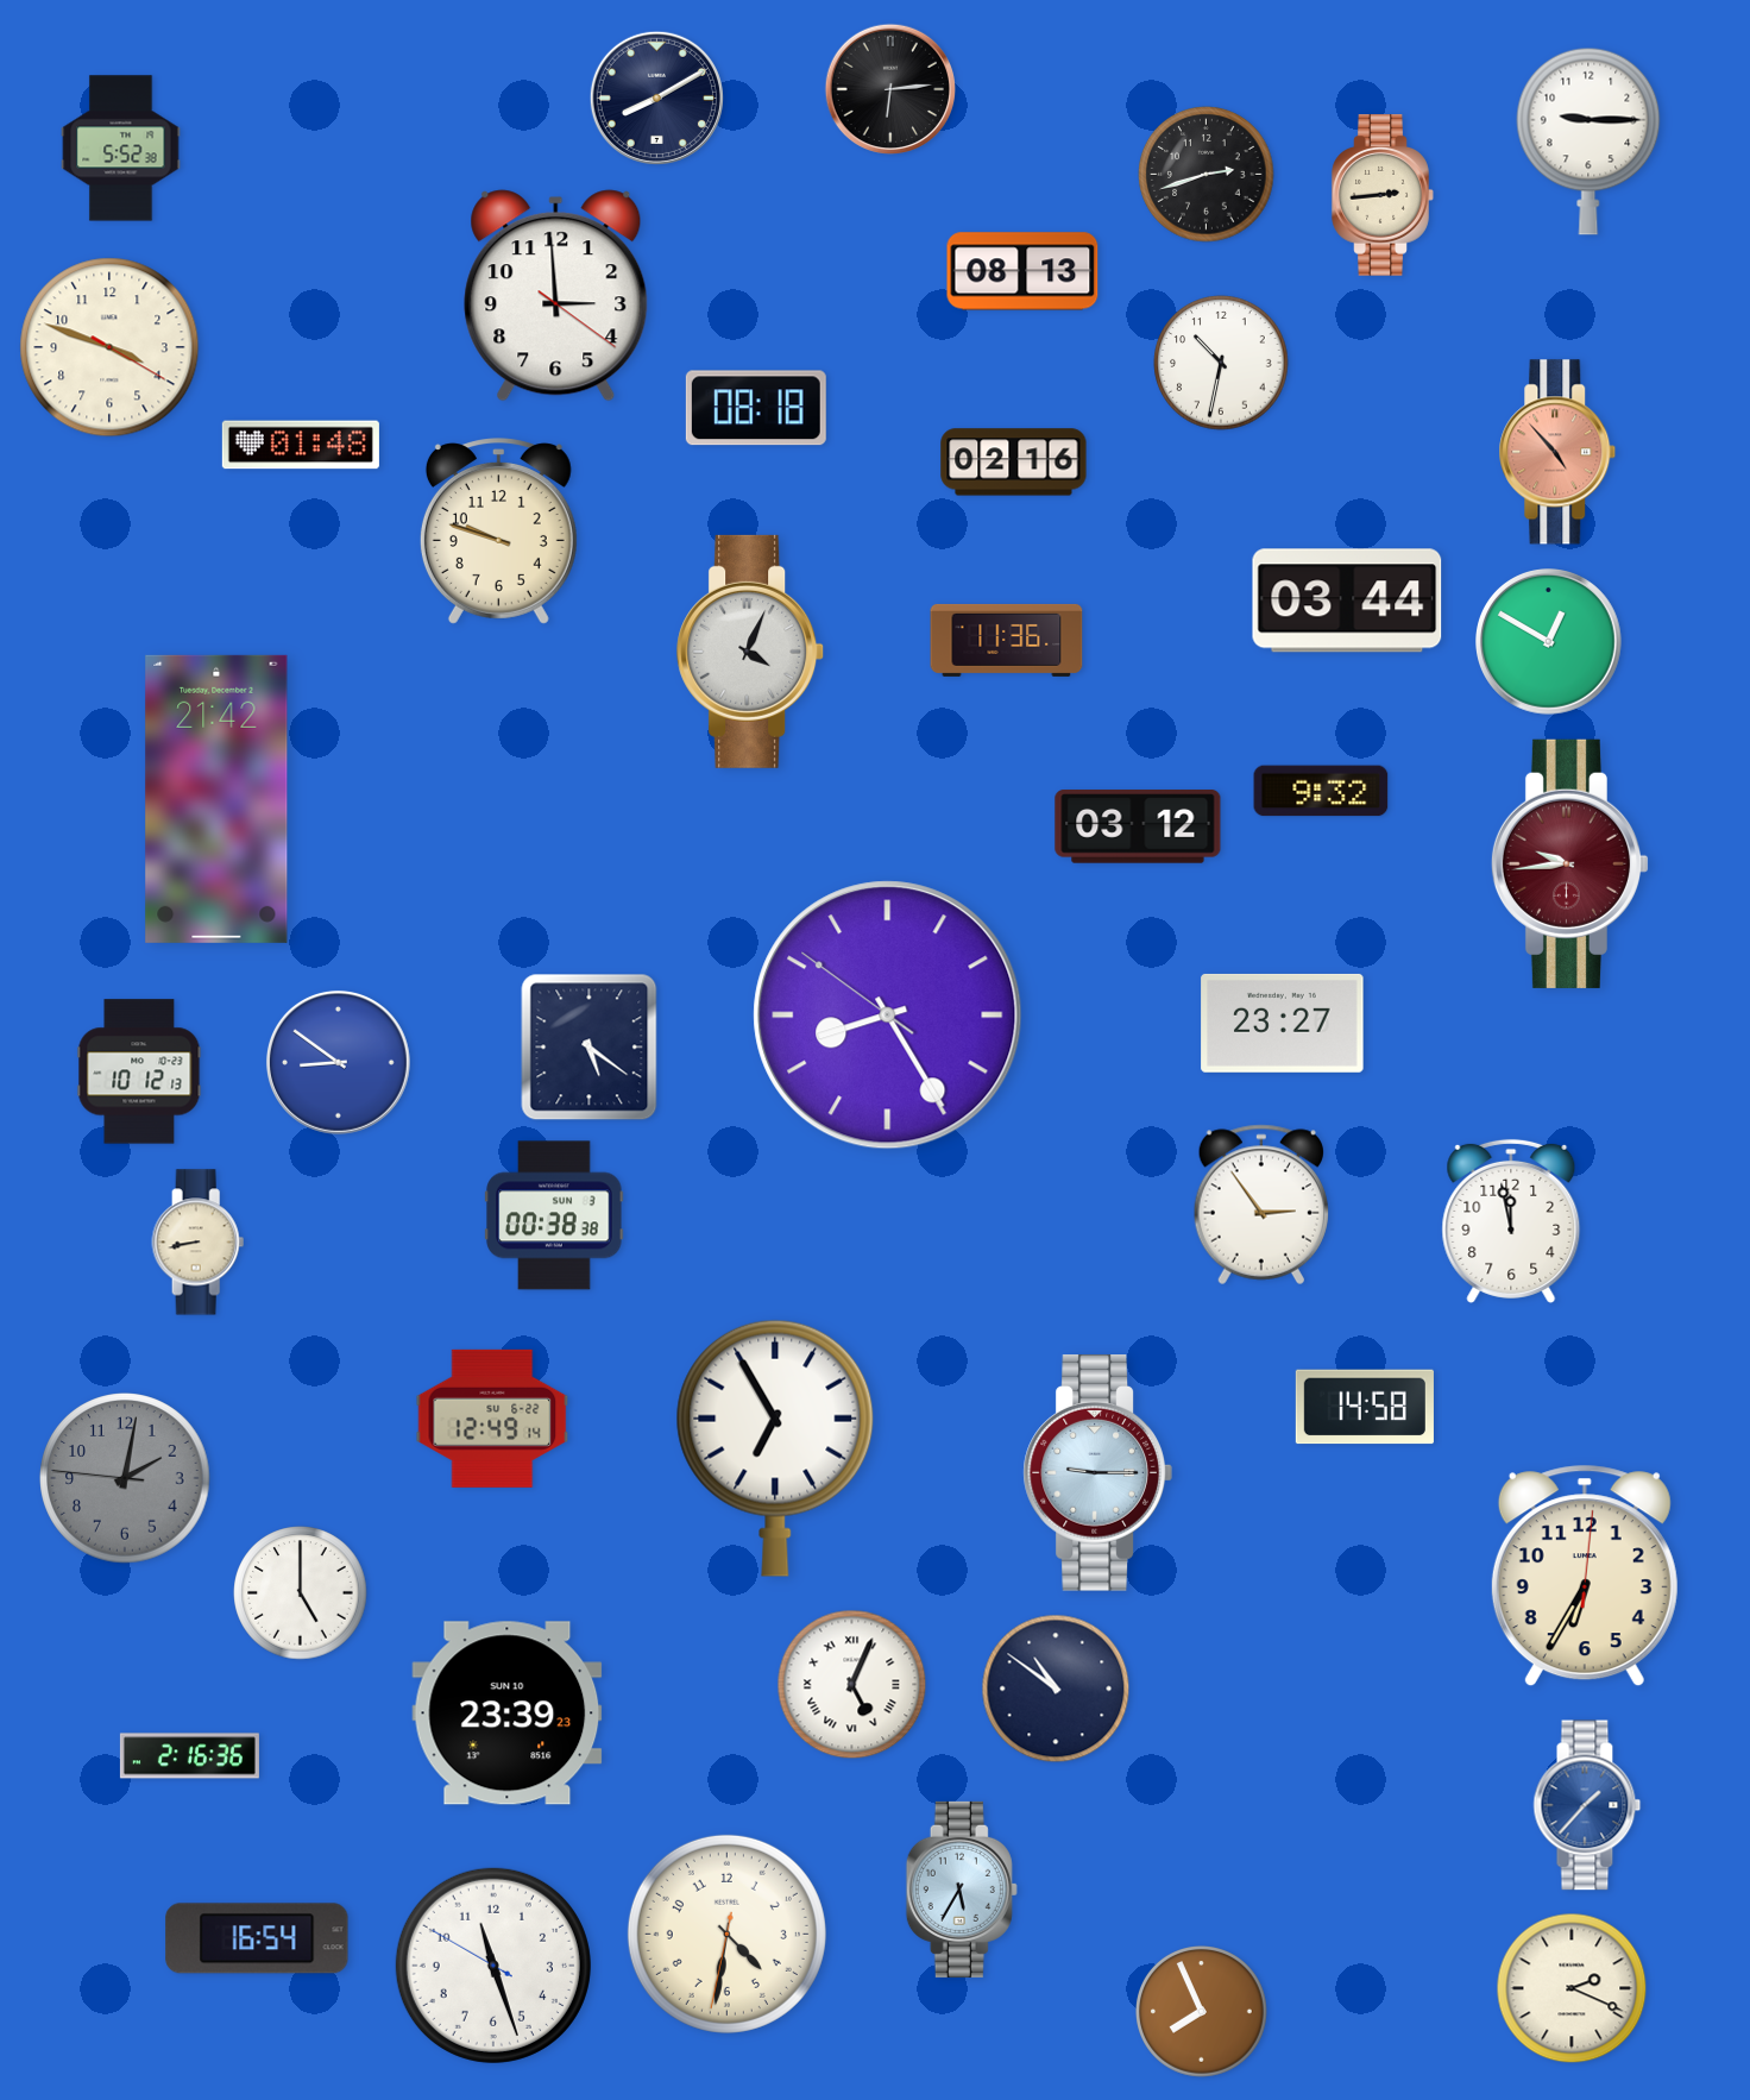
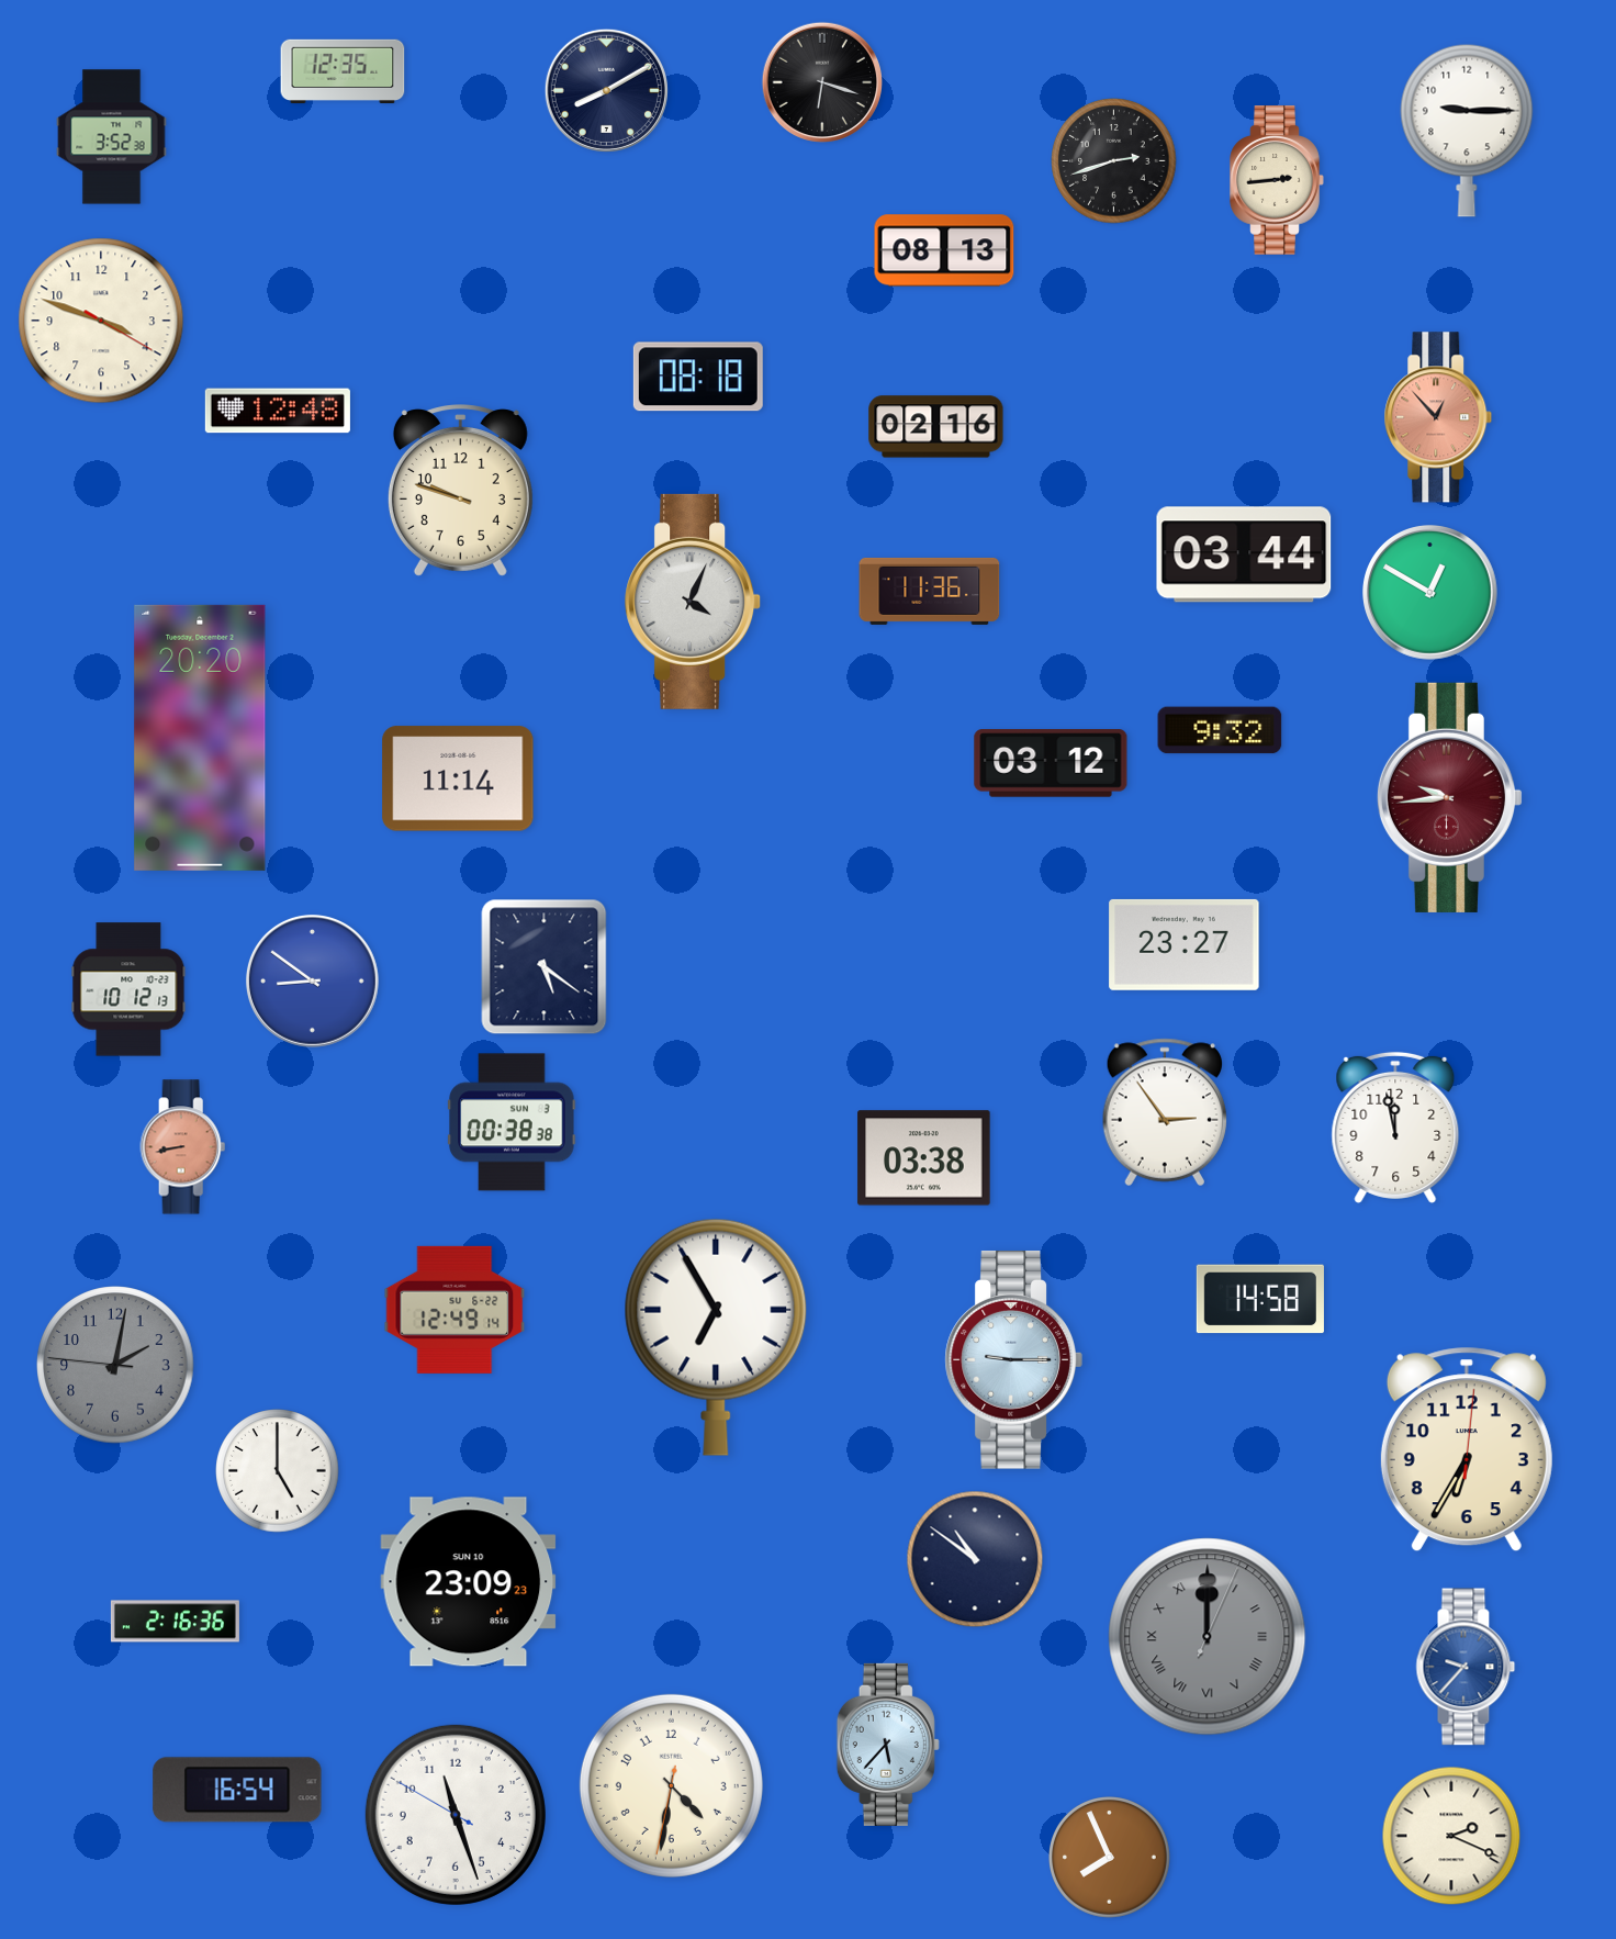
clock at (343, 71): none -> 12:35
clock at (889, 88): 6:14 -> 6:18
clock at (121, 149): 5:52 -> 3:52
clock at (556, 296): 2:59 -> none
clock at (1221, 363): 10:32 -> none
clock at (301, 445): 01:48 -> 12:48
clock at (1557, 452): 4:53 -> 12:53
clock at (216, 799): 21:42 -> 20:20
clock at (458, 778): none -> 11:14
clock at (888, 1016): 8:24 -> none
clock at (199, 1243) dial: cream -> salmon
clock at (924, 1158): none -> 03:38
clock at (1585, 1576) position: (1585, 1576) -> (1467, 1449)
clock at (852, 1685): 5:04 -> none
clock at (508, 1714): 23:39 -> 23:09
clock at (1208, 1637): none -> 12:00
clock at (1587, 1805): 1:37 -> 9:37
clock at (962, 1890): 5:35 -> 5:37
